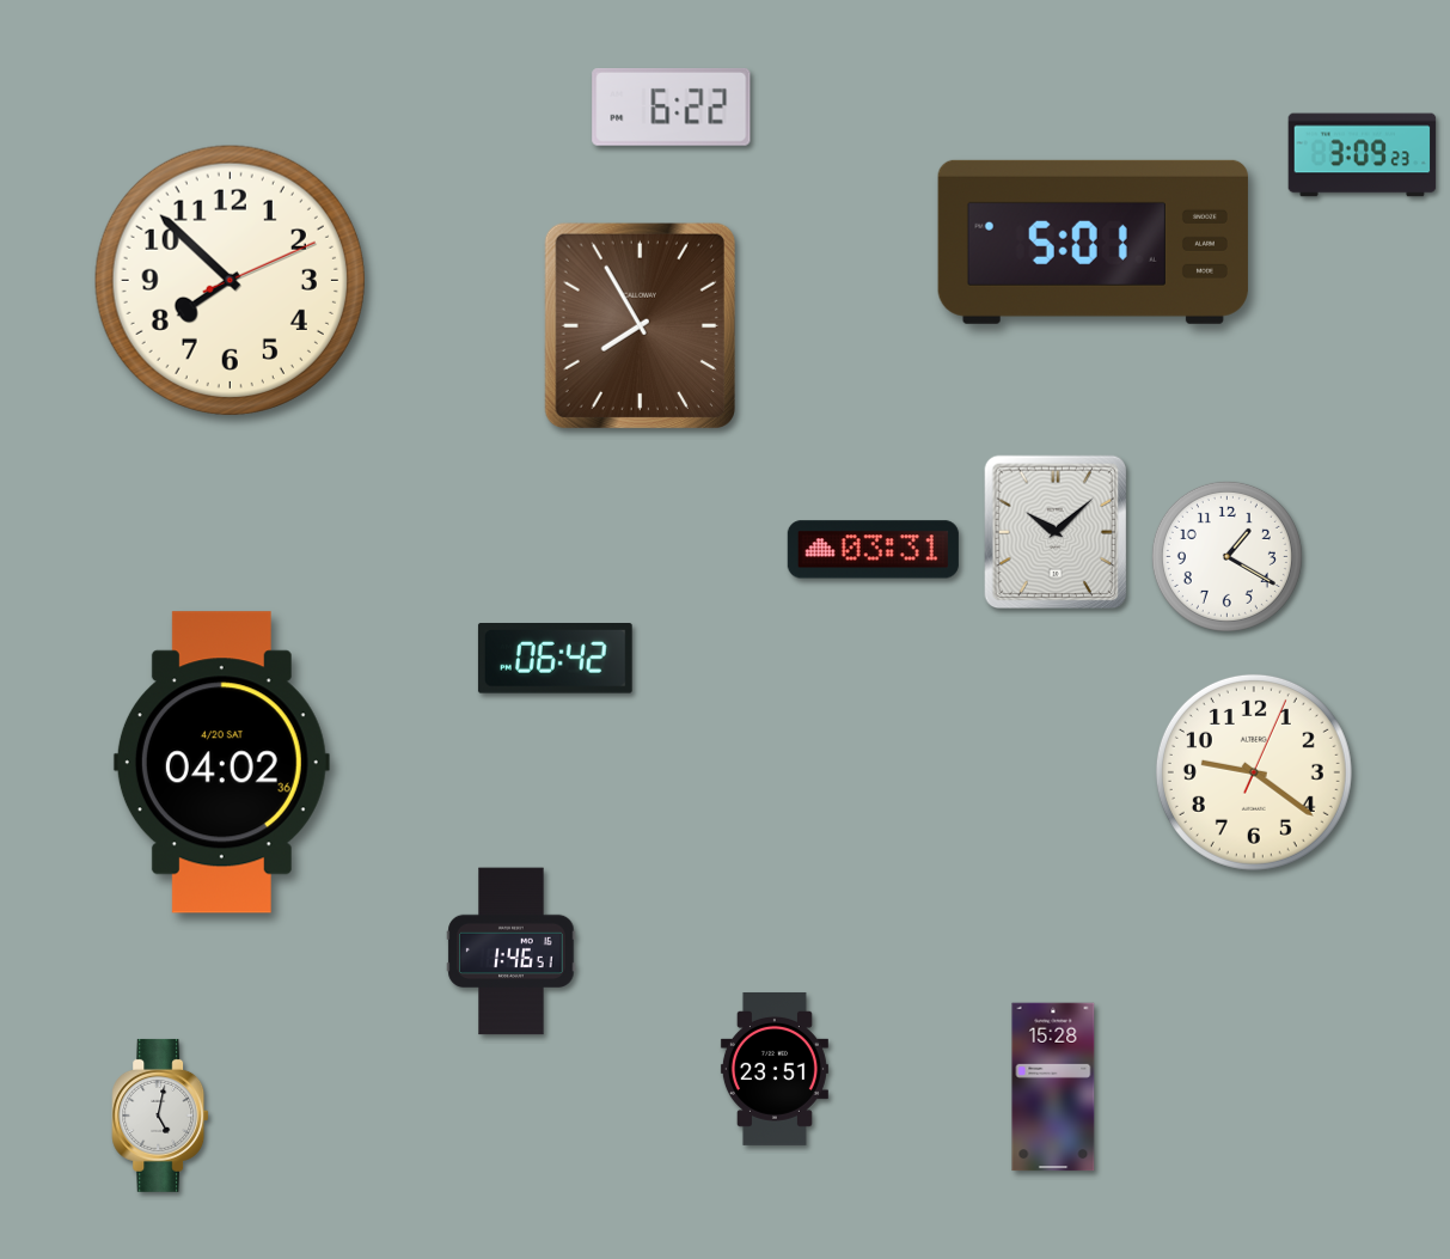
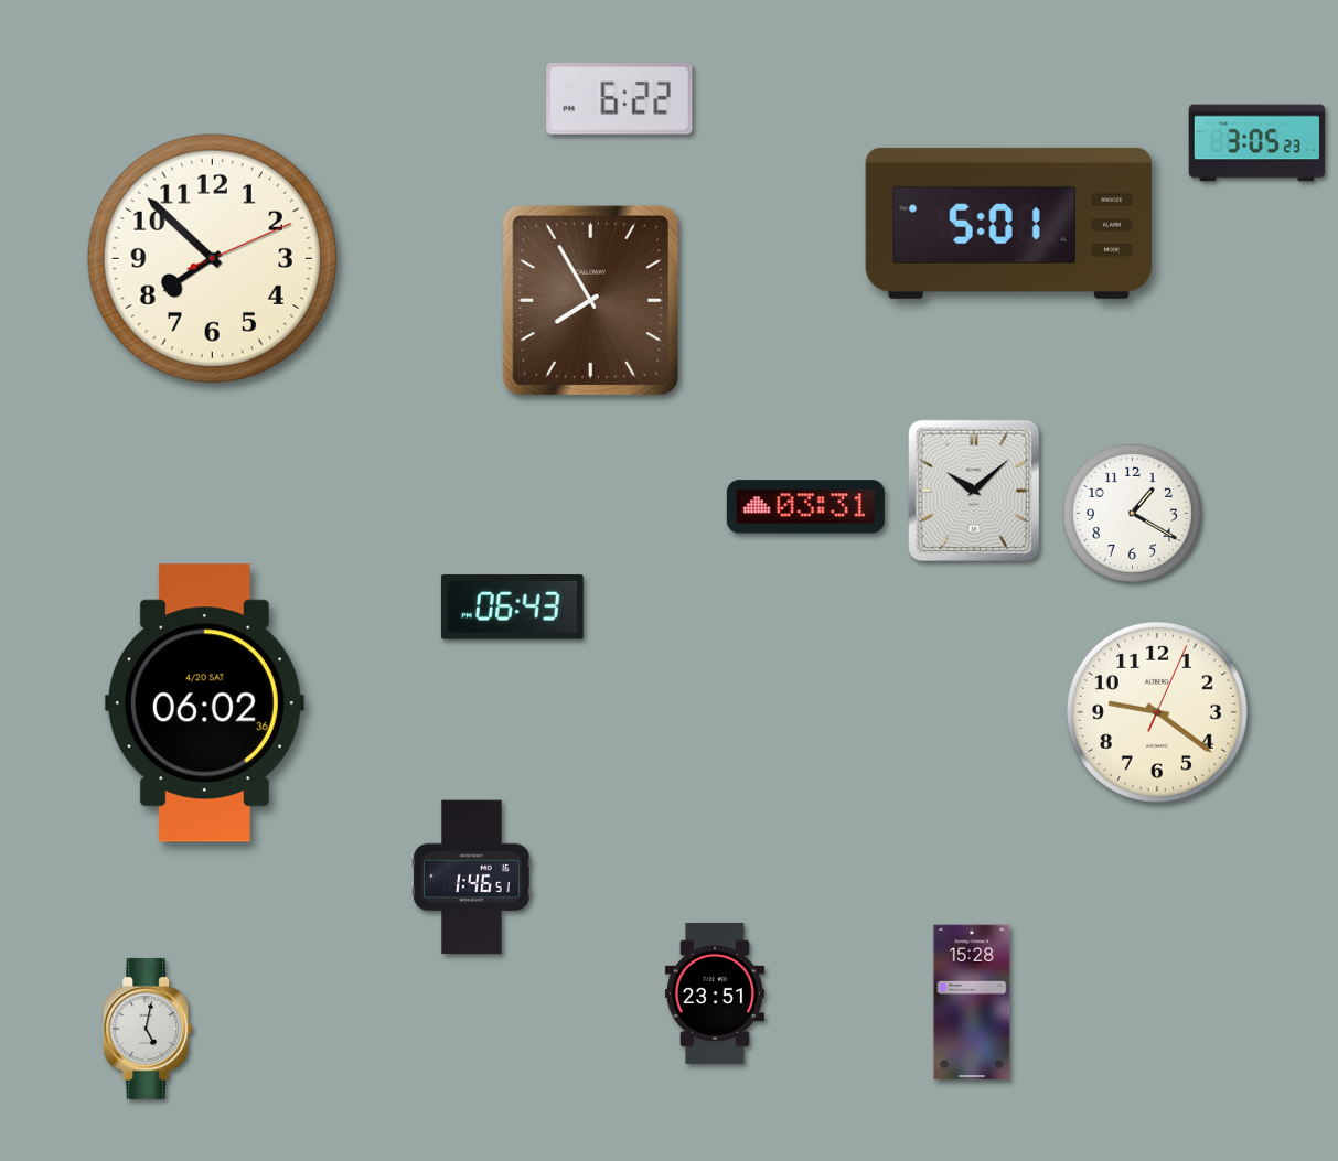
clock at (1363, 155): 3:09 -> 3:05
clock at (555, 659): 06:42 -> 06:43
clock at (221, 763): 04:02 -> 06:02
clock at (775, 1069) position: (775, 1069) -> (715, 993)
